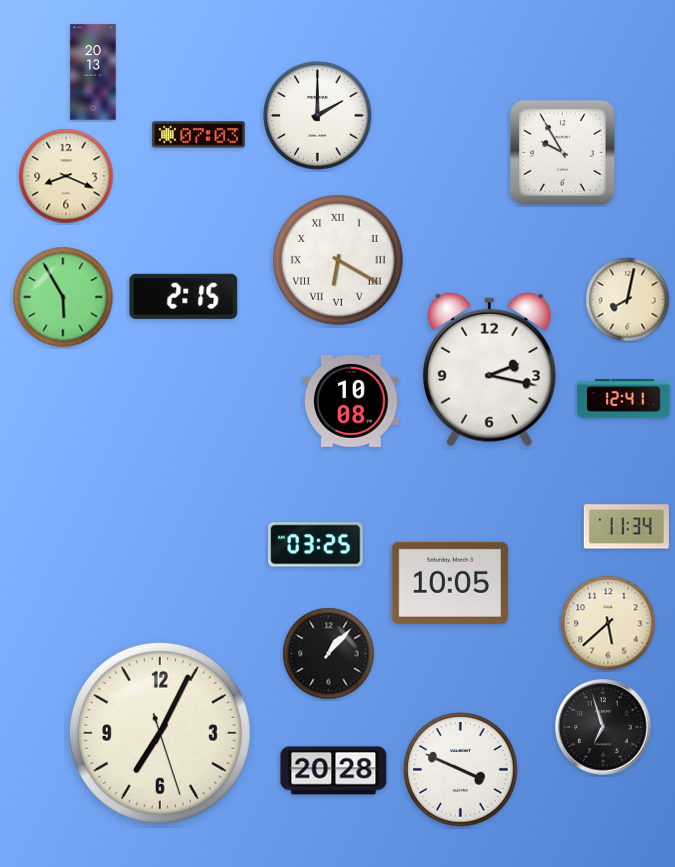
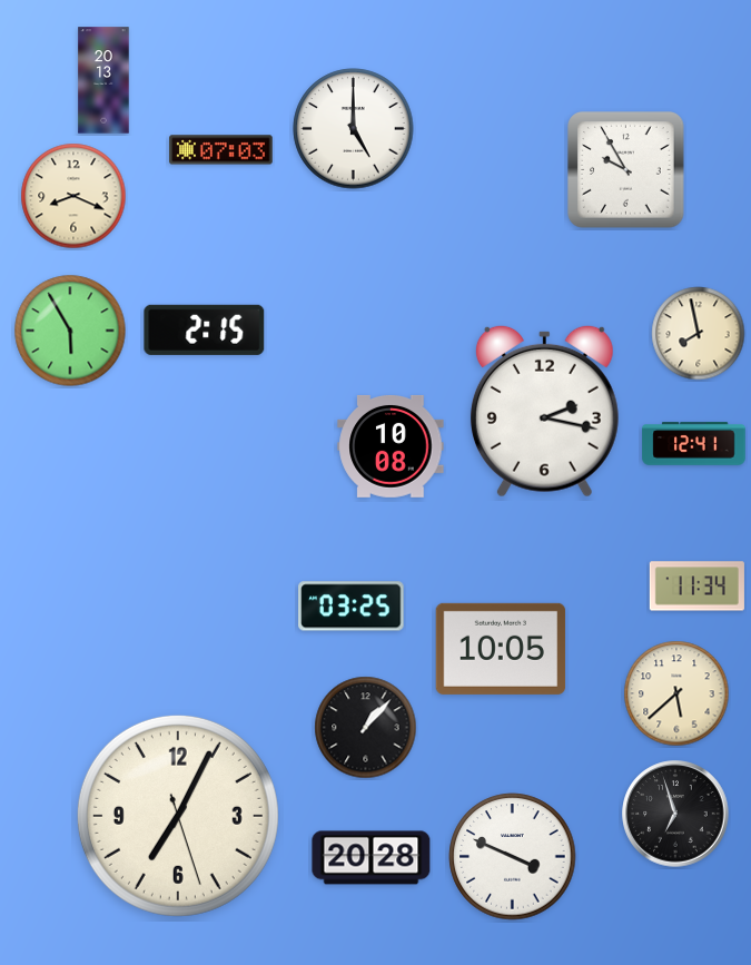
clock at (318, 116): 2:00 -> 5:00
clock at (338, 260): 6:20 -> none
clock at (628, 300): 8:02 -> 7:58
clock at (603, 727) position: (603, 727) -> (675, 814)
